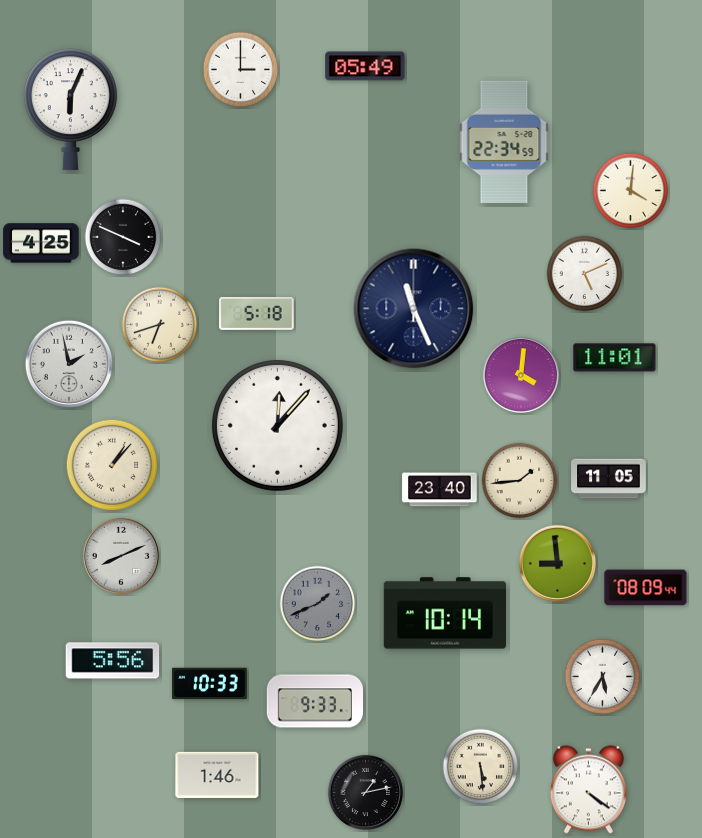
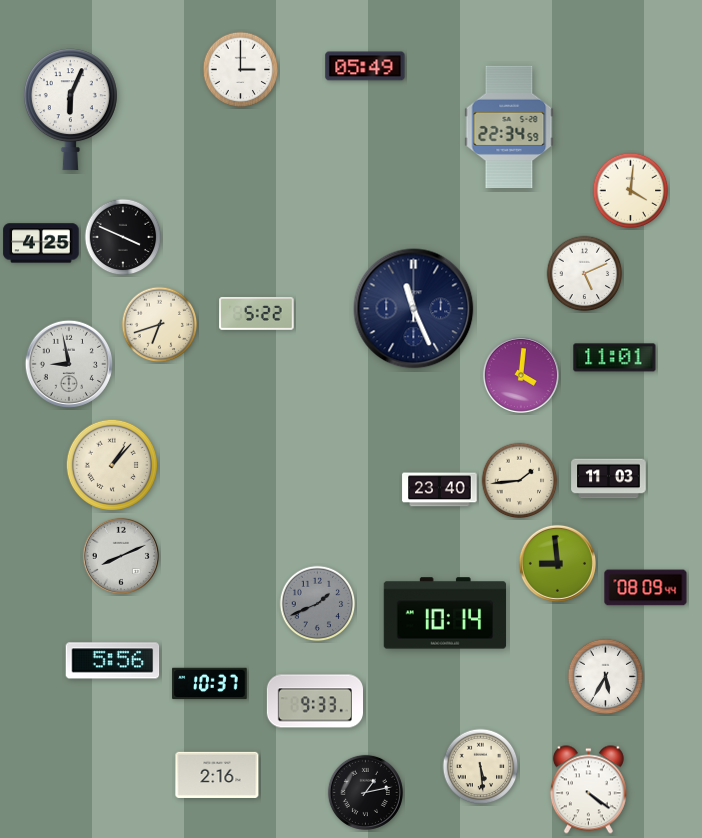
clock at (504, 142) position: (504, 142) -> (509, 127)
clock at (257, 313): 5:18 -> 5:22
clock at (68, 363): 1:58 -> 8:58
clock at (277, 425): 12:07 -> none
clock at (609, 479): 11:05 -> 11:03
clock at (603, 677) position: (603, 677) -> (606, 677)
clock at (210, 684): 10:33 -> 10:37
clock at (217, 775): 1:46 -> 2:16
